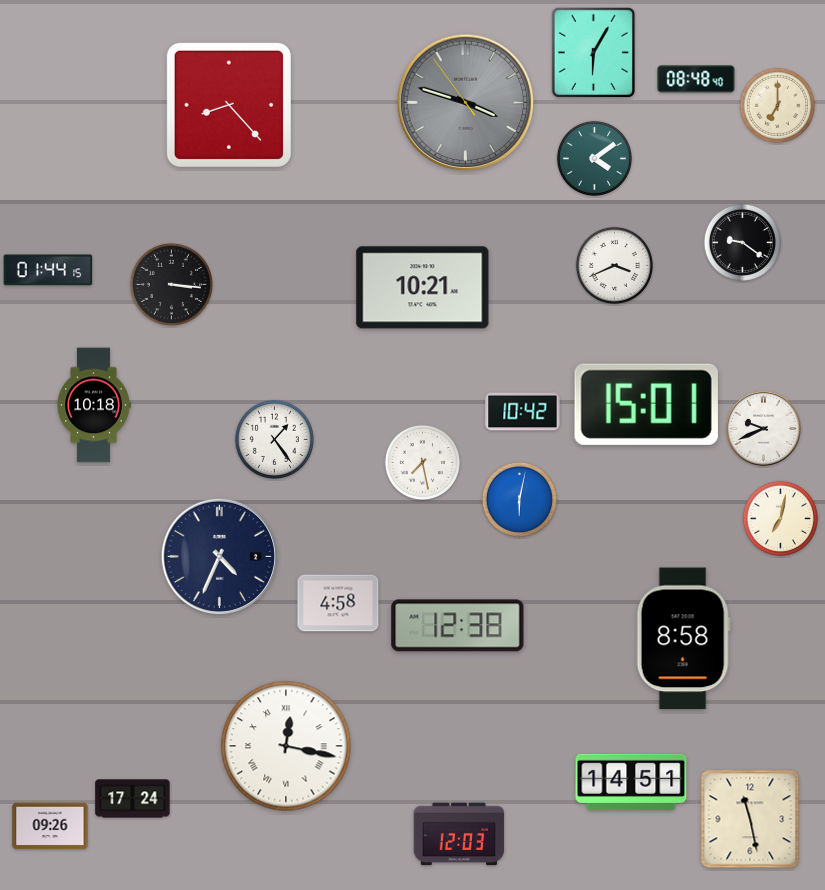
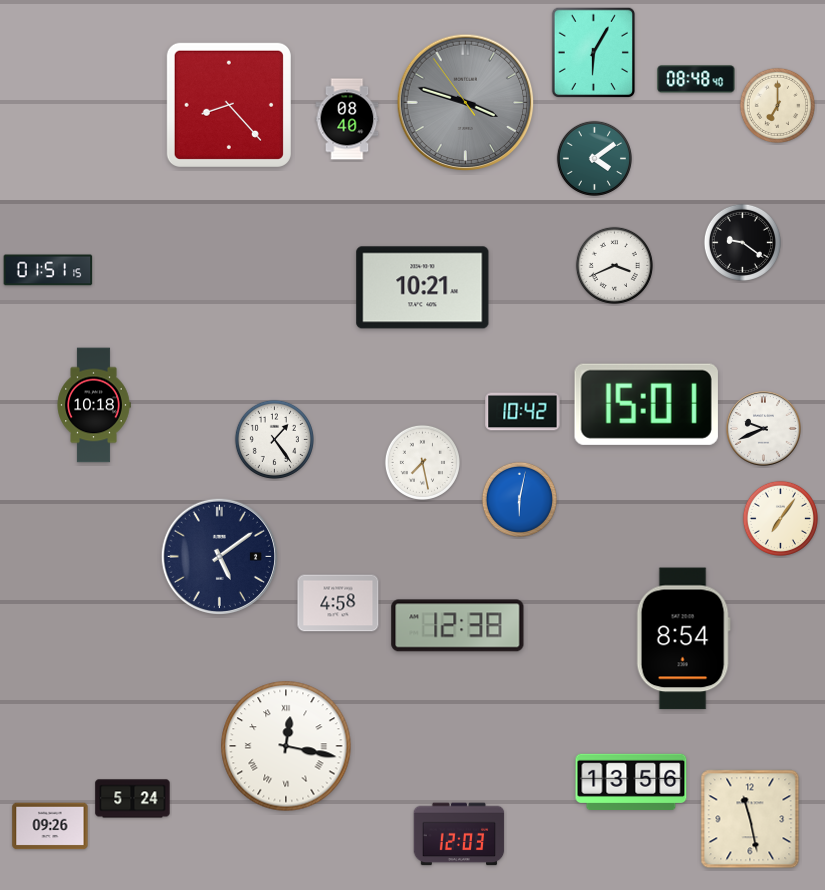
clock at (347, 119): none -> 08:40
clock at (48, 270): 01:44 -> 01:51
clock at (171, 284): 3:16 -> none
clock at (780, 518): 7:02 -> 7:06
clock at (219, 556): 4:34 -> 5:09
clock at (683, 639): 8:58 -> 8:54
clock at (631, 782): 14:51 -> 13:56
clock at (133, 799): 17:24 -> 5:24
